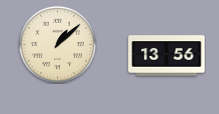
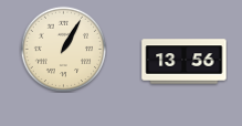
clock at (57, 44): 1:08 -> 1:05
